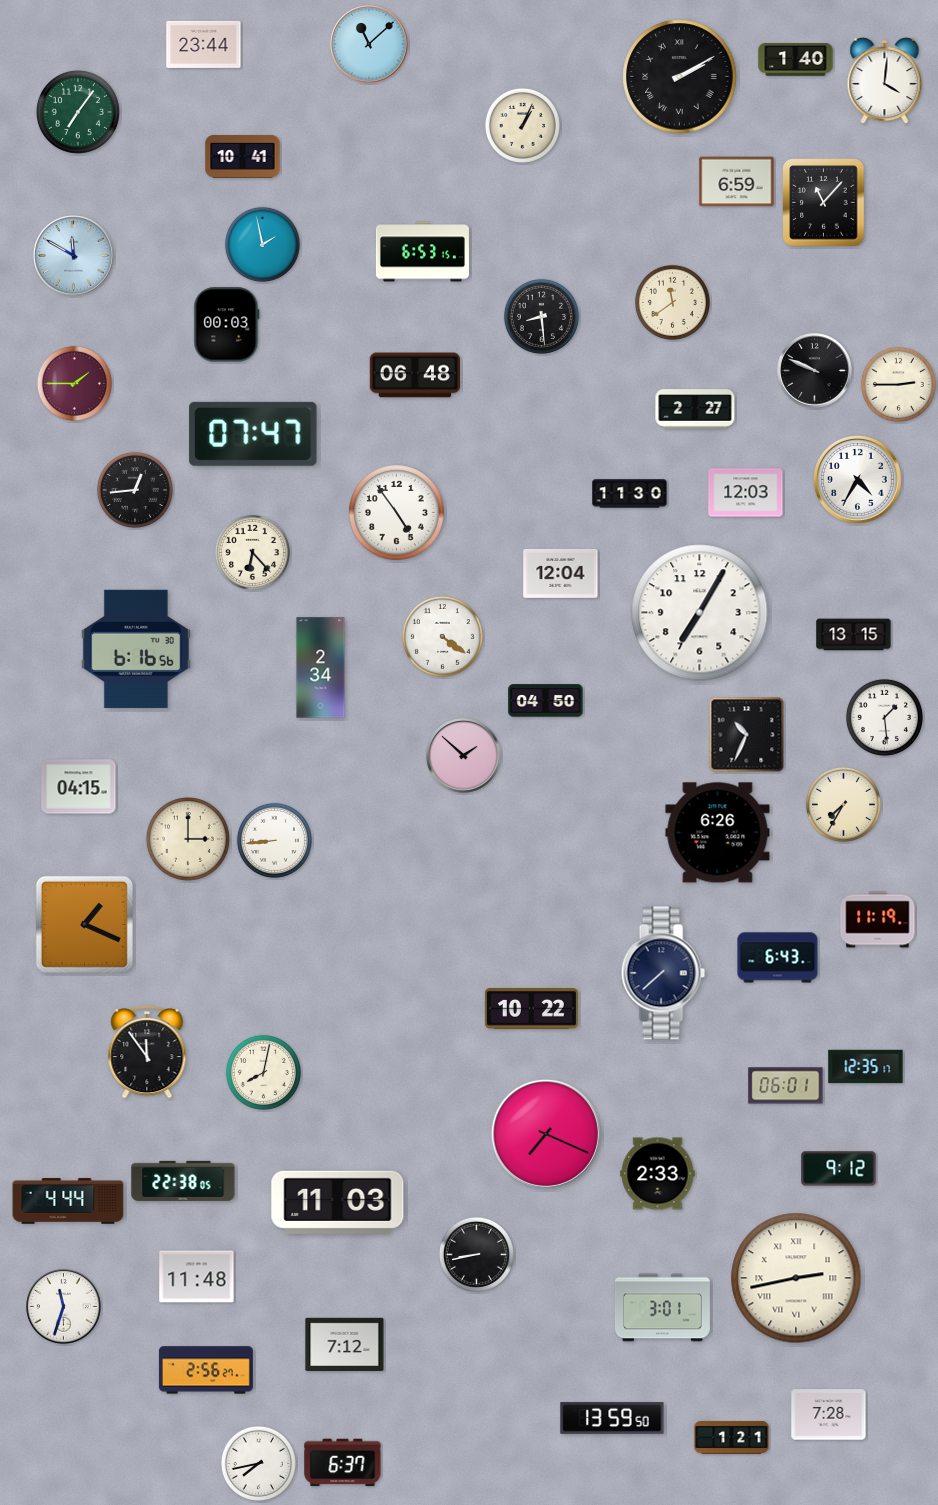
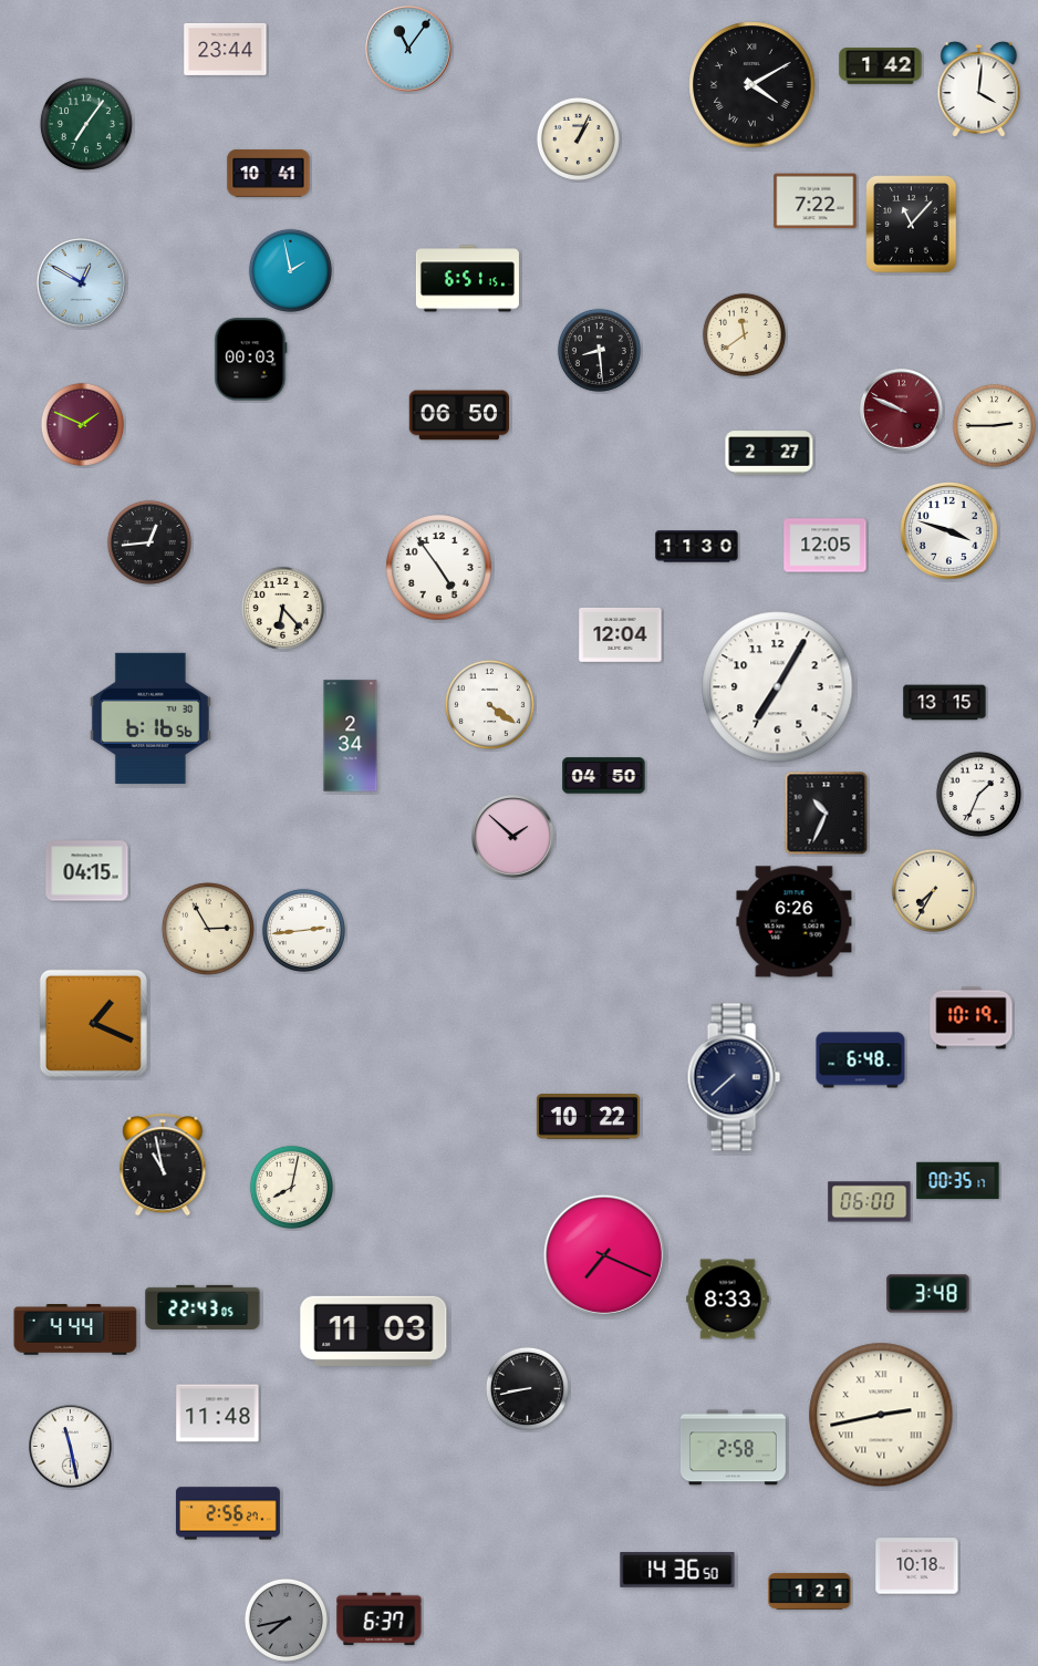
clock at (369, 44): 11:08 -> 11:06
clock at (796, 60): 1:40 -> 1:42
clock at (680, 77): 2:10 -> 4:10
clock at (737, 182): 6:59 -> 7:22
clock at (422, 252): 6:53 -> 6:51
clock at (74, 256): 11:50 -> 12:50
clock at (815, 371) dial: black -> burgundy
clock at (414, 375): 06:48 -> 06:50
clock at (74, 383): 1:45 -> 1:49
clock at (253, 434): 07:47 -> none
clock at (857, 479): 4:35 -> 3:48
clock at (746, 493): 12:03 -> 12:05
clock at (252, 552) position: (252, 552) -> (282, 608)
clock at (700, 613) position: (700, 613) -> (778, 687)
clock at (321, 668) position: (321, 668) -> (351, 736)
clock at (884, 717): 1:29 -> 1:34
clock at (188, 839): 3:00 -> 2:55
clock at (274, 840): 8:44 -> 2:44
clock at (878, 920): 11:19 -> 10:19
clock at (778, 958): 6:43 -> 6:48
clock at (147, 1052): 11:54 -> 10:58
clock at (866, 1067): 12:35 -> 00:35
clock at (786, 1086): 06:01 -> 06:00
clock at (839, 1169): 9:12 -> 3:48
clock at (658, 1174): 2:33 -> 8:33
clock at (183, 1181): 22:38 -> 22:43
clock at (64, 1307): 11:33 -> 11:28
clock at (662, 1308): 3:01 -> 2:58
clock at (345, 1344): 7:12 -> none
clock at (206, 1370) position: (206, 1370) -> (228, 1513)
clock at (829, 1415): 7:28 -> 10:18
clock at (612, 1418): 13:59 -> 14:36
clock at (258, 1463) dial: white -> grey
